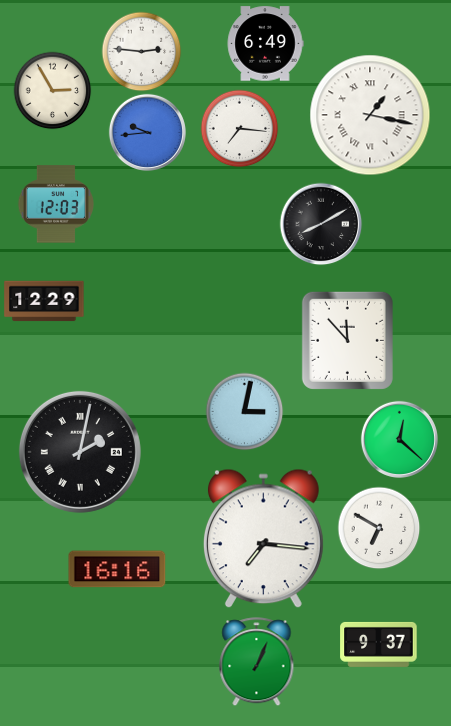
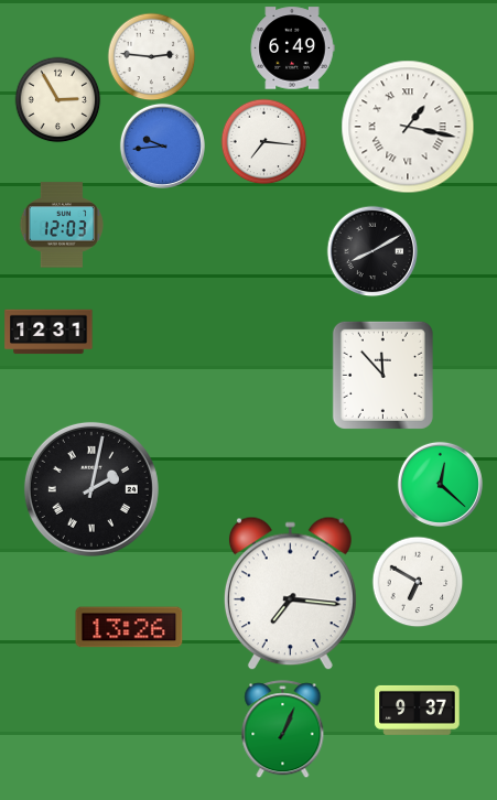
clock at (141, 51) position: (141, 51) -> (151, 56)
clock at (321, 224) position: (321, 224) -> (372, 251)
clock at (44, 301): 12:29 -> 12:31
clock at (244, 411): 3:02 -> none
clock at (80, 452) position: (80, 452) -> (91, 489)
clock at (117, 569): 16:16 -> 13:26
